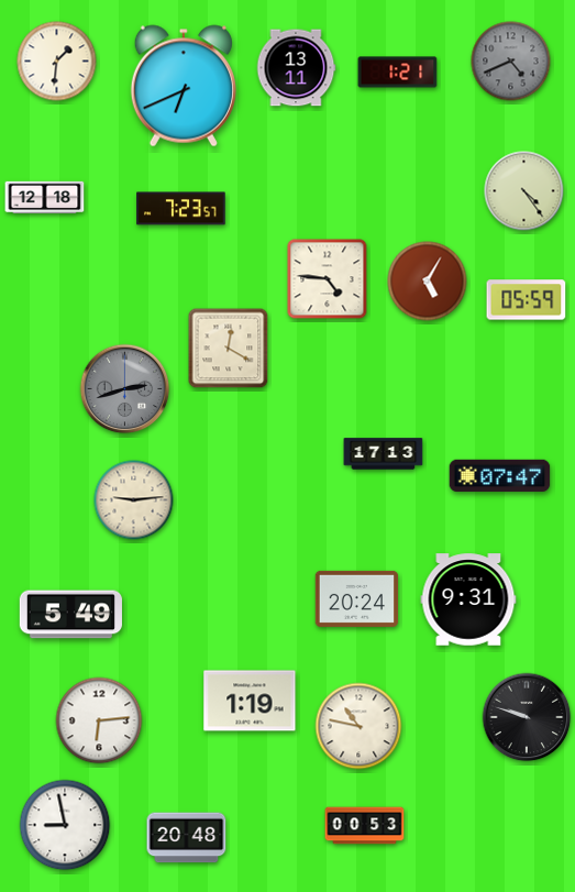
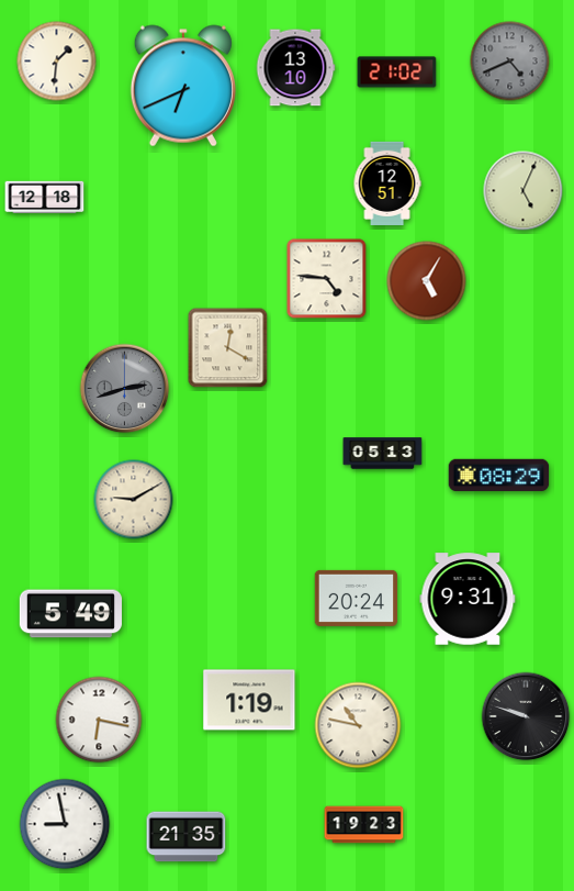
clock at (296, 68): 13:11 -> 13:10
clock at (398, 73): 1:21 -> 21:02
clock at (387, 182): none -> 12:51
clock at (524, 191): 4:24 -> 5:04
clock at (181, 209): 7:23 -> none
clock at (527, 300): 05:59 -> none
clock at (384, 454): 17:13 -> 05:13
clock at (500, 476): 07:47 -> 08:29
clock at (134, 500): 9:14 -> 9:10
clock at (99, 720): 6:14 -> 6:17
clock at (365, 826): 00:53 -> 19:23
clock at (187, 838): 20:48 -> 21:35
